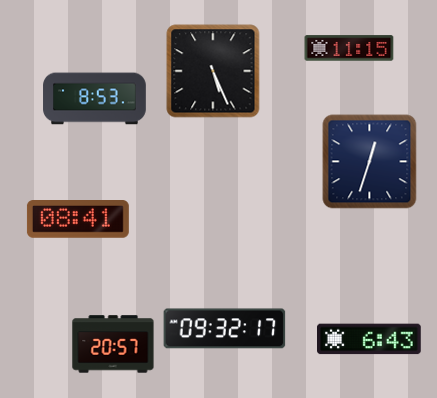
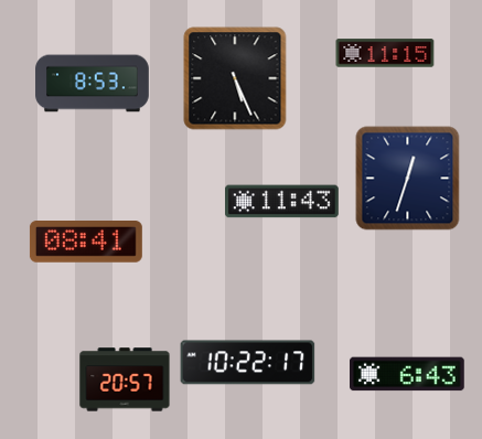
clock at (95, 99) position: (95, 99) -> (93, 84)
clock at (282, 202): none -> 11:43
clock at (225, 329): 09:32 -> 10:22
